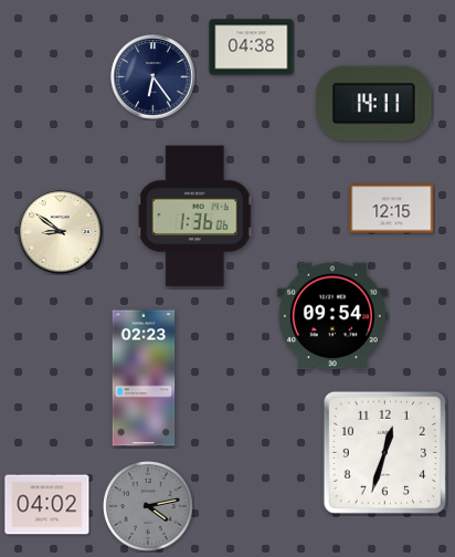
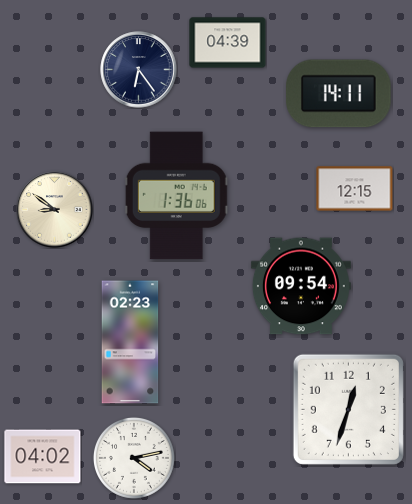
clock at (252, 48): 04:38 -> 04:39
clock at (148, 506) dial: grey -> white
